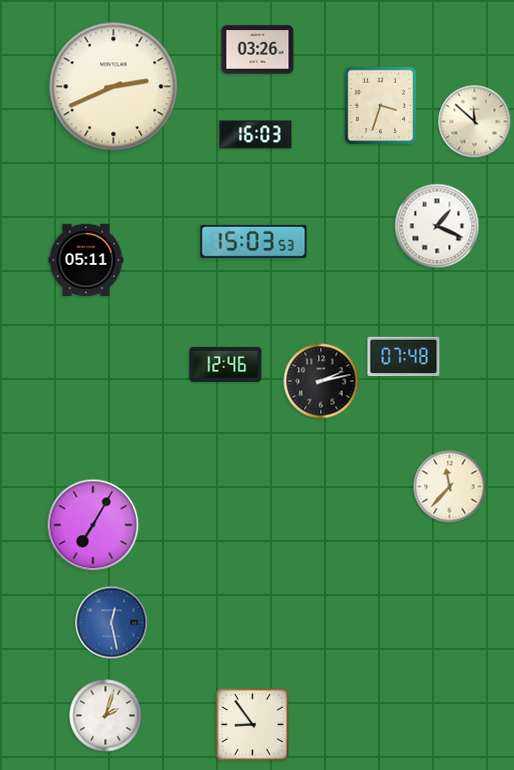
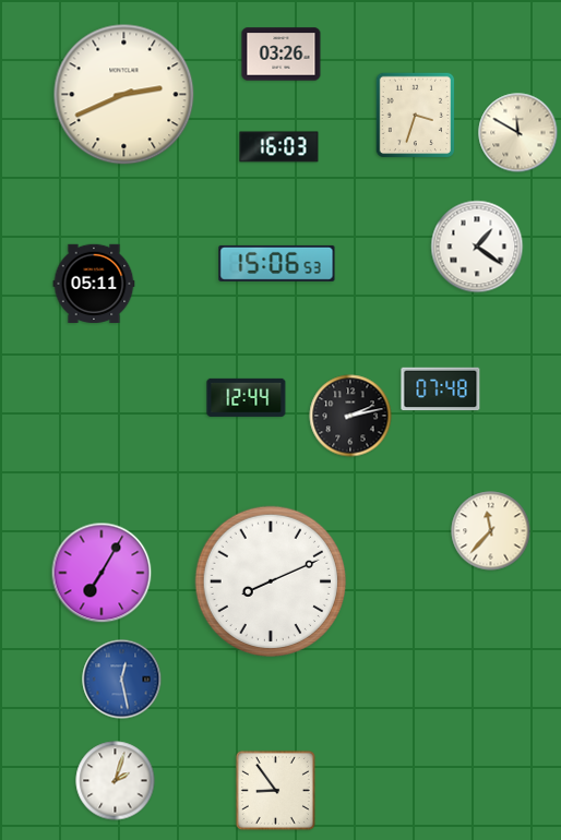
clock at (475, 122): 11:52 -> 11:50
clock at (437, 226): 1:19 -> 1:21
clock at (254, 241): 15:03 -> 15:06
clock at (226, 364): 12:46 -> 12:44
clock at (270, 580): none -> 8:11
